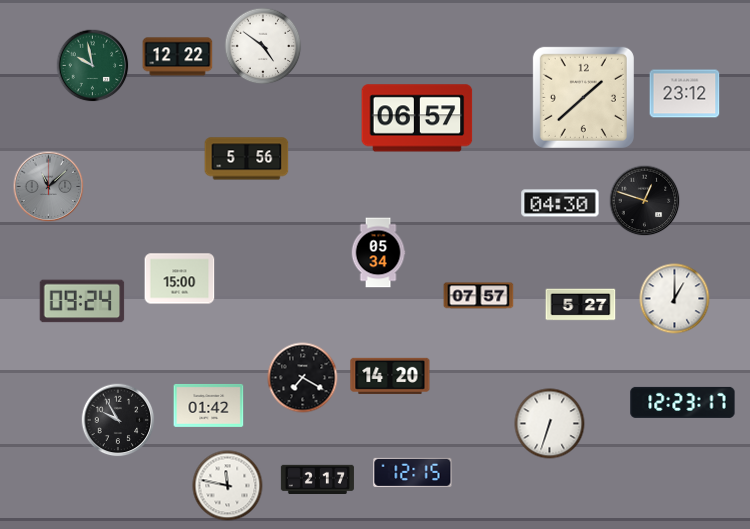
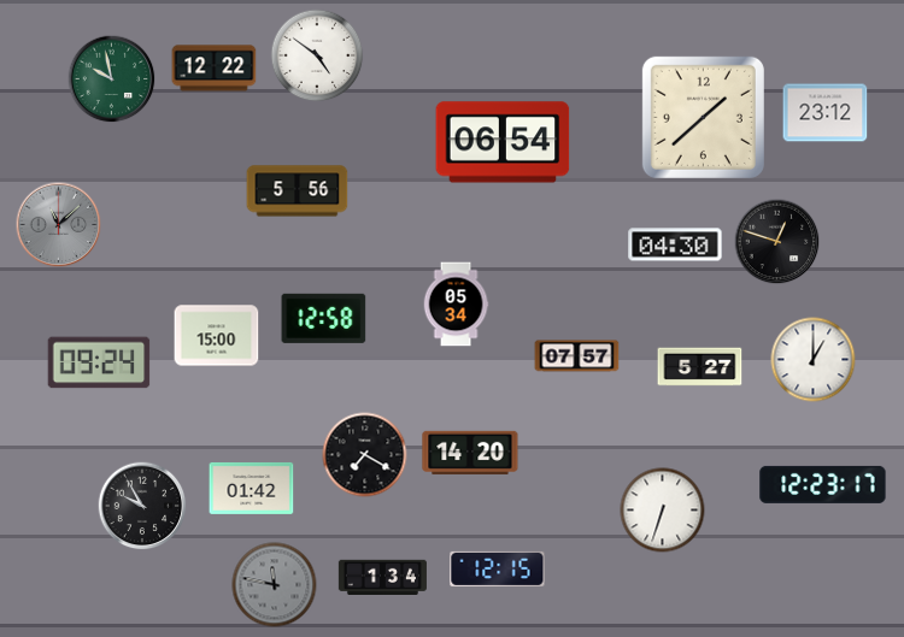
clock at (417, 118): 06:57 -> 06:54
clock at (324, 318): none -> 12:58
clock at (317, 479): 2:17 -> 1:34
clock at (228, 486) dial: white -> grey
